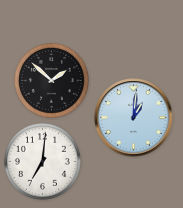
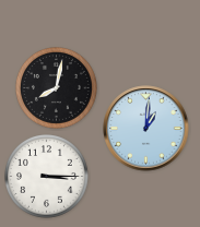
clock at (51, 80): 1:52 -> 8:02
clock at (43, 162): 7:01 -> 3:15
